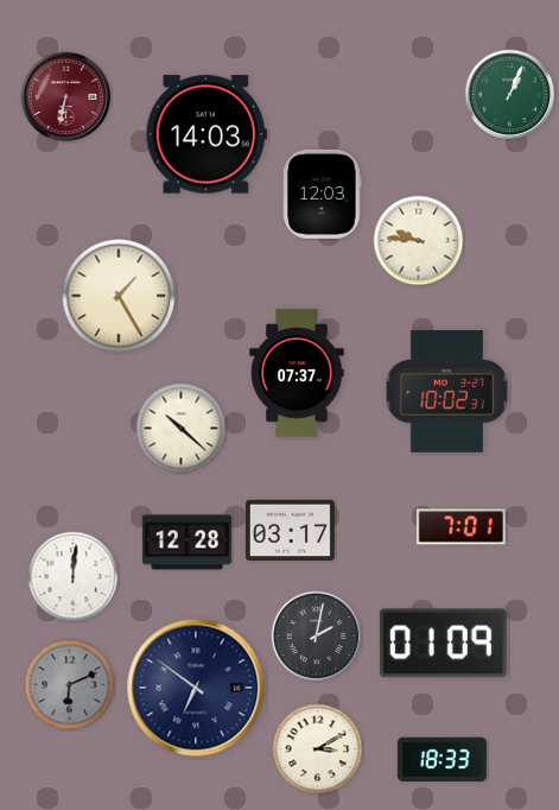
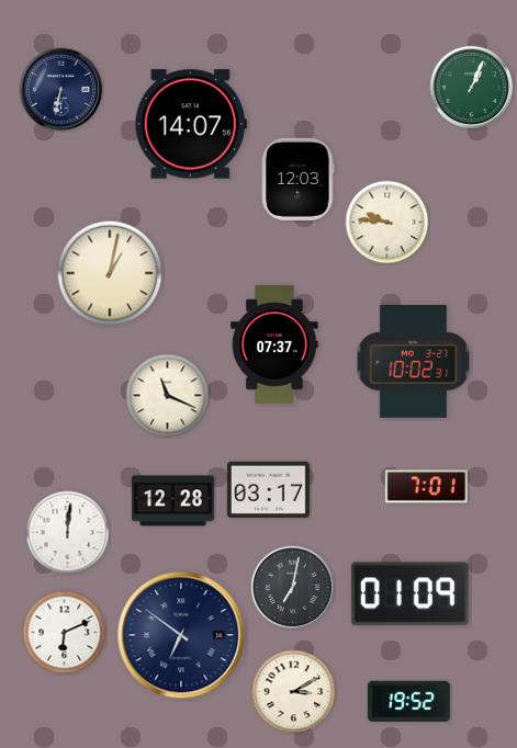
clock at (66, 97) dial: burgundy -> navy
clock at (207, 134): 14:03 -> 14:07
clock at (119, 296): 1:25 -> 1:02
clock at (182, 429): 10:22 -> 11:19
clock at (317, 637): 2:02 -> 7:02
clock at (70, 685) dial: grey -> white
clock at (442, 760): 18:33 -> 19:52
